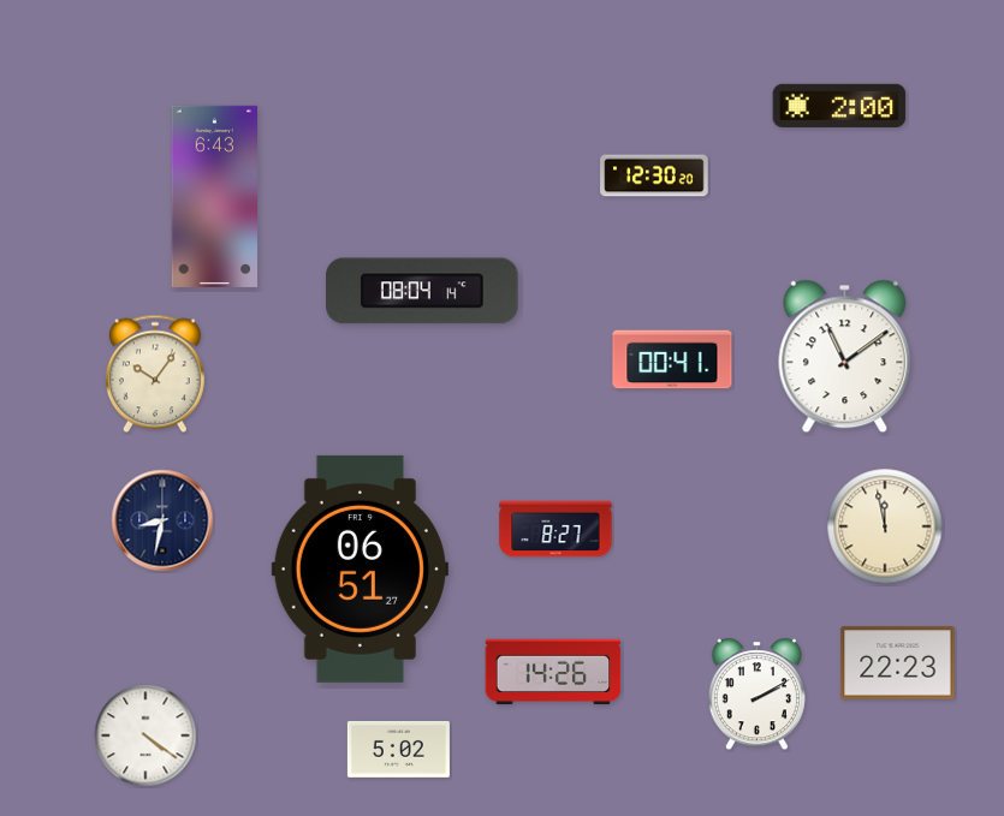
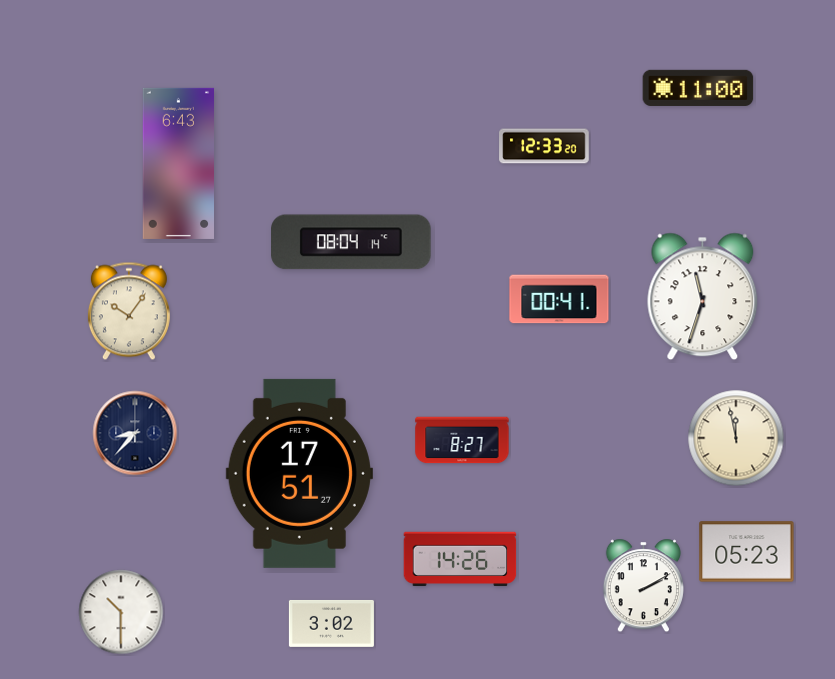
clock at (839, 106): 2:00 -> 11:00
clock at (654, 175): 12:30 -> 12:33
clock at (845, 357): 11:09 -> 11:33
clock at (162, 520): 8:32 -> 8:37
clock at (360, 568): 06:51 -> 17:51
clock at (898, 663): 22:23 -> 05:23
clock at (756, 695) position: (756, 695) -> (643, 586)
clock at (145, 735): 4:21 -> 10:30
clock at (398, 749): 5:02 -> 3:02
